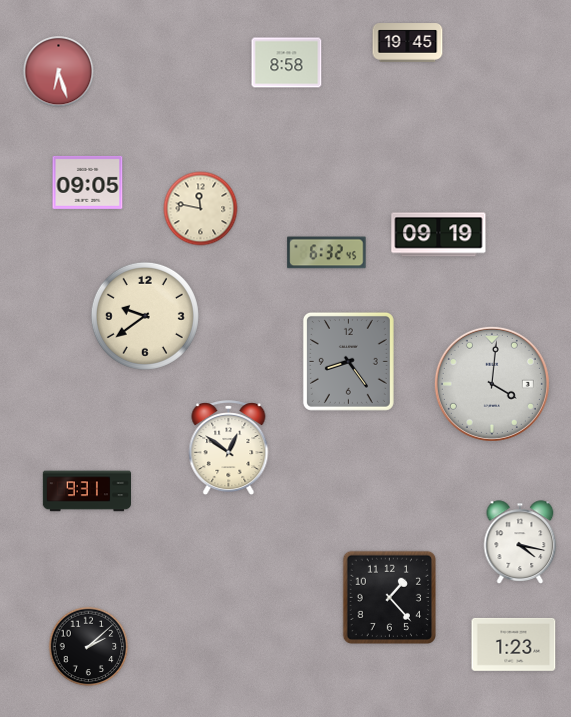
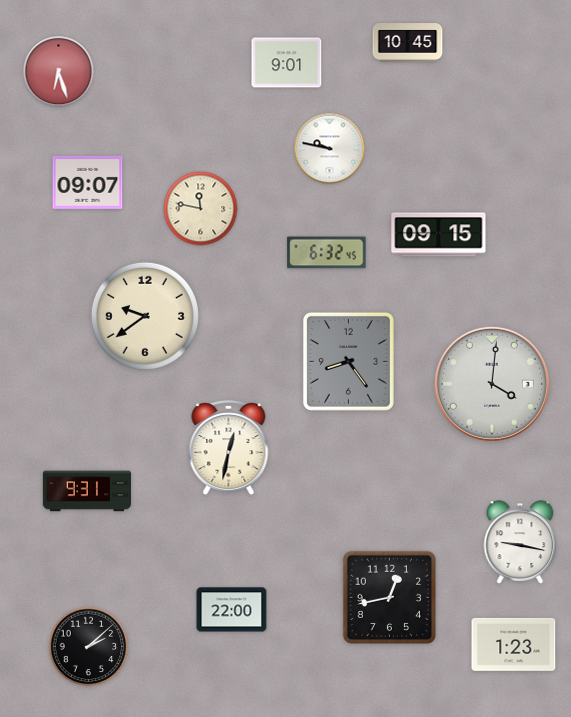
clock at (408, 43): 19:45 -> 10:45
clock at (287, 63): 8:58 -> 9:01
clock at (330, 149): none -> 9:47
clock at (88, 182): 09:05 -> 09:07
clock at (439, 235): 09:19 -> 09:15
clock at (229, 448): 12:51 -> 12:32
clock at (520, 542): 4:17 -> 9:17
clock at (389, 597): 1:23 -> 12:43
clock at (232, 610): none -> 22:00
